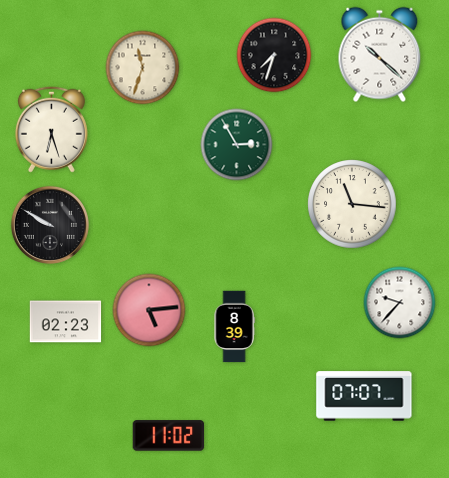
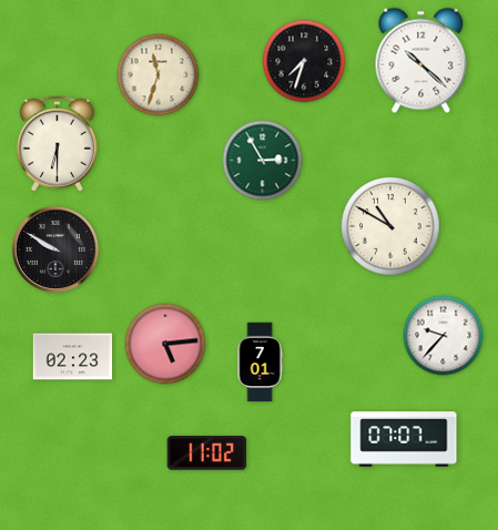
clock at (51, 129): 6:27 -> 6:30
clock at (352, 204): 11:16 -> 10:50
clock at (234, 327): 8:39 -> 7:01
clock at (169, 436) position: (169, 436) -> (207, 453)
